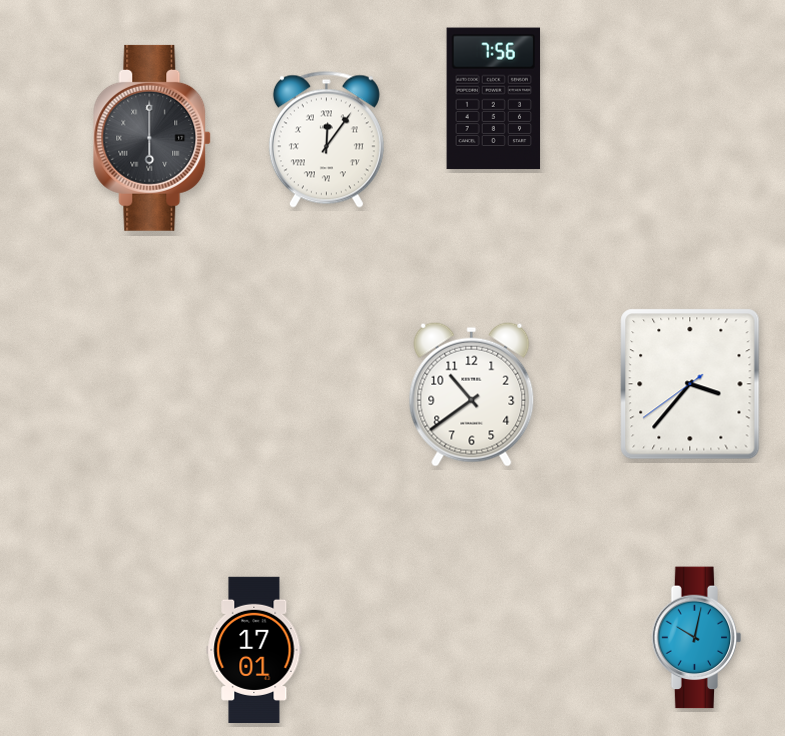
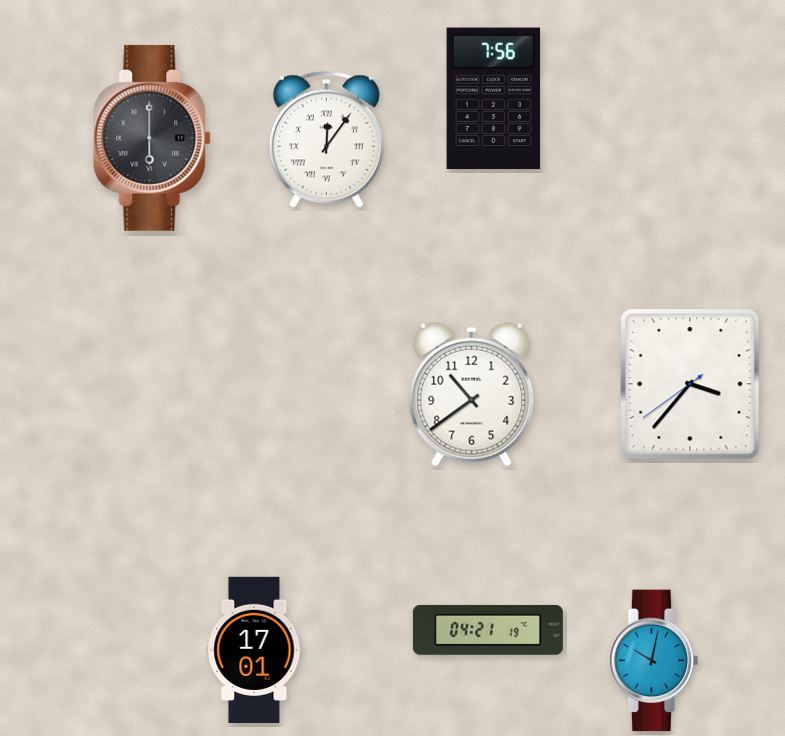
clock at (488, 630): none -> 04:21
clock at (697, 638) position: (697, 638) -> (654, 661)
